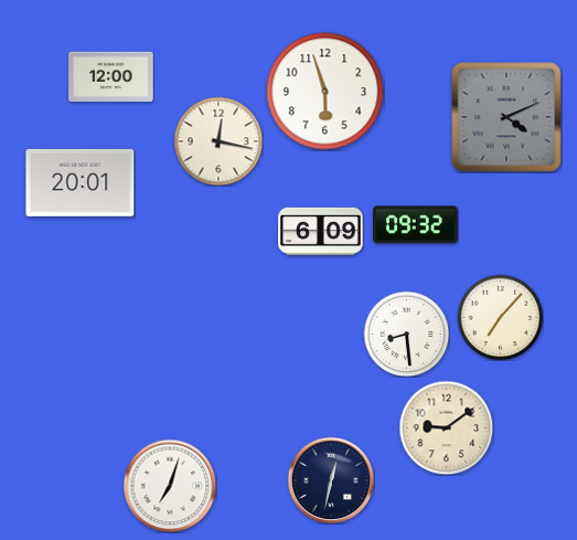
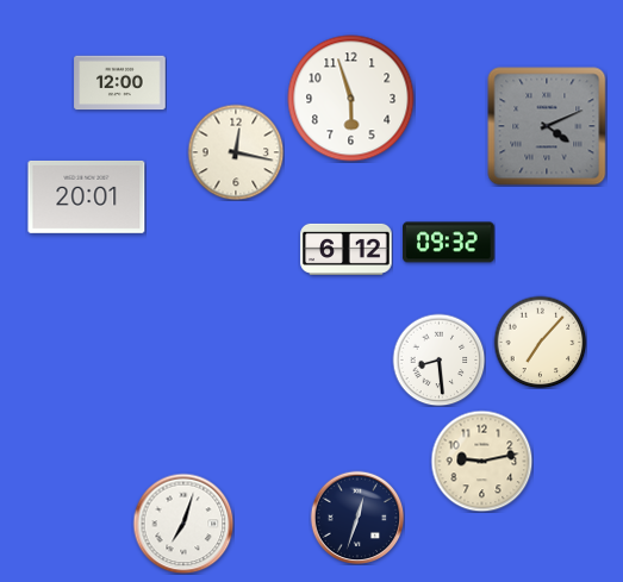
clock at (321, 231): 6:09 -> 6:12
clock at (446, 427): 9:09 -> 9:13
clock at (331, 480): 12:32 -> 12:33
